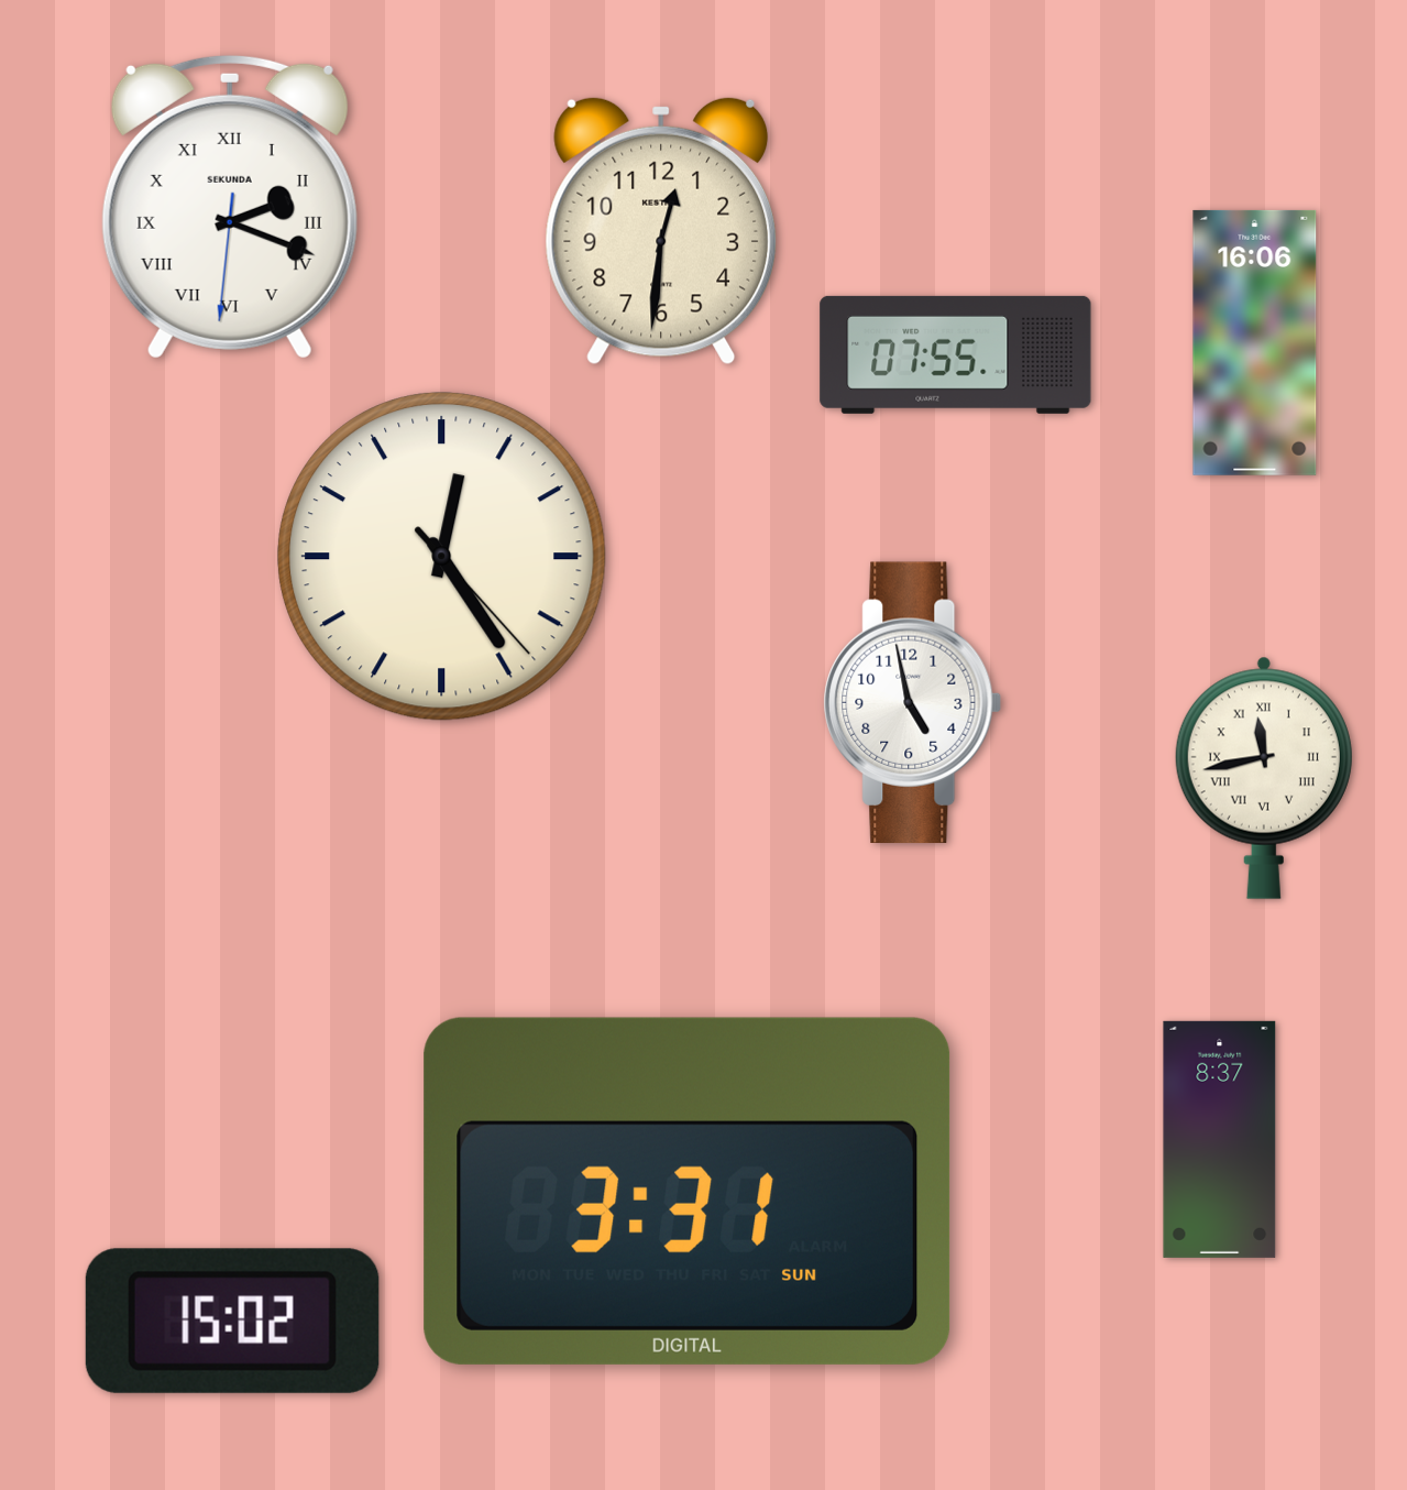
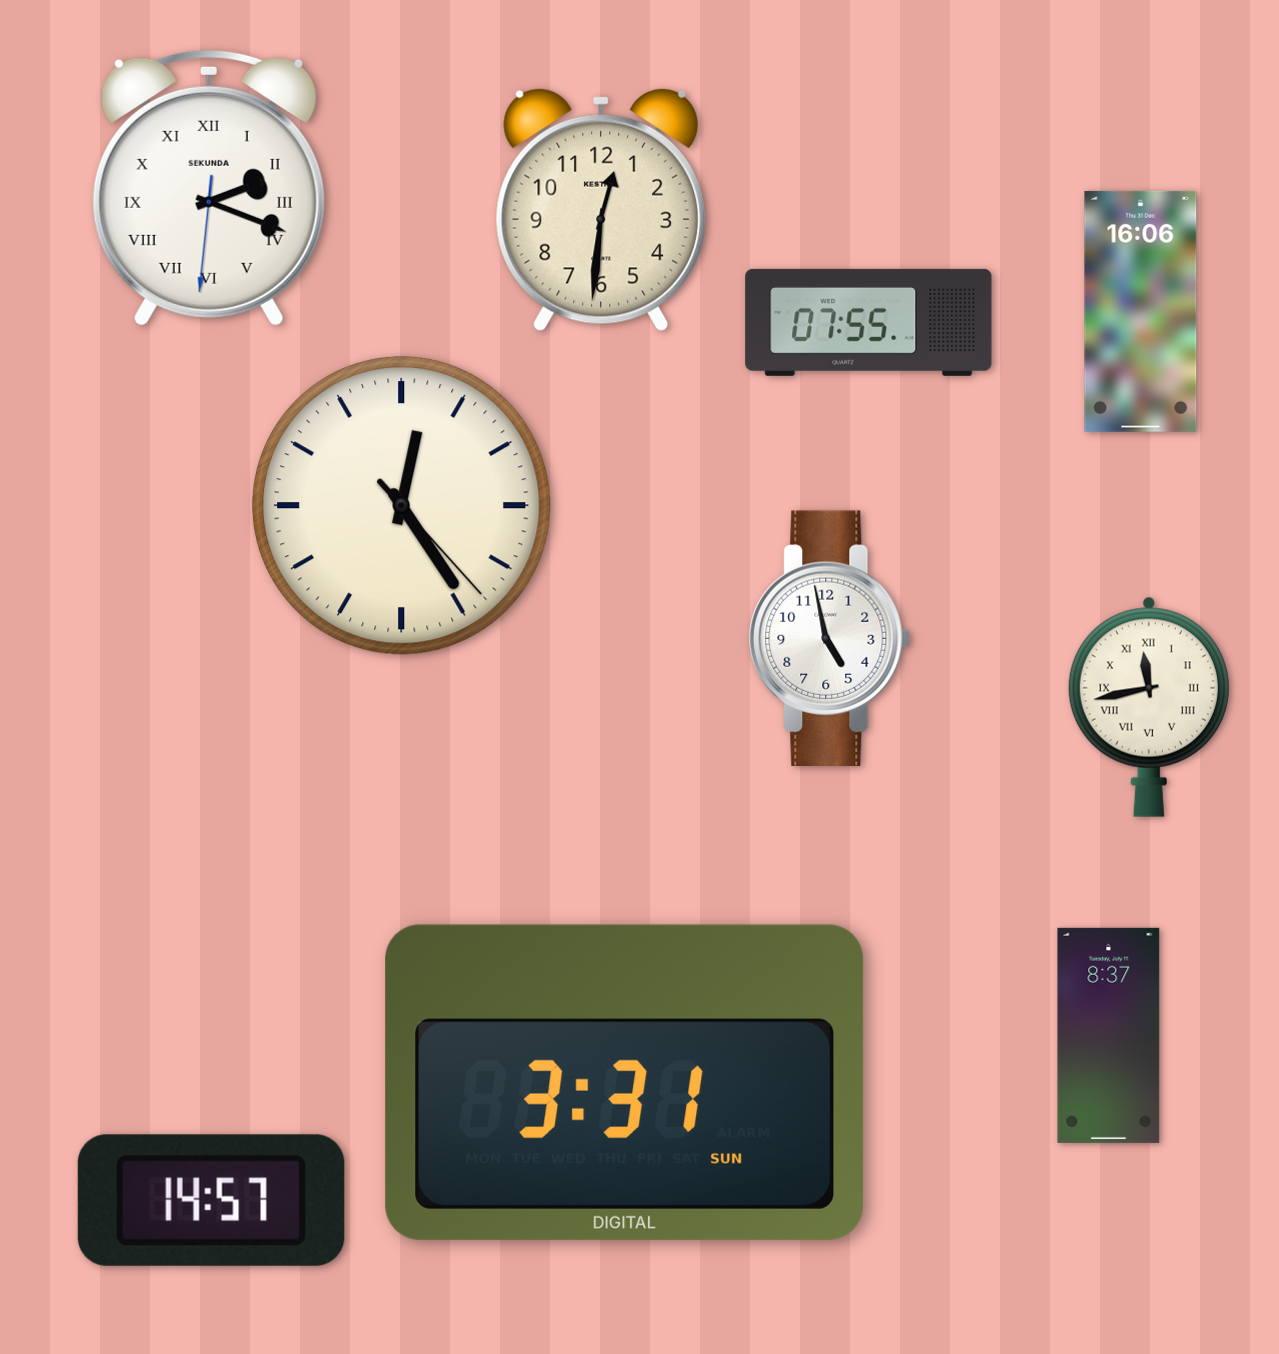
clock at (232, 1321): 15:02 -> 14:57
